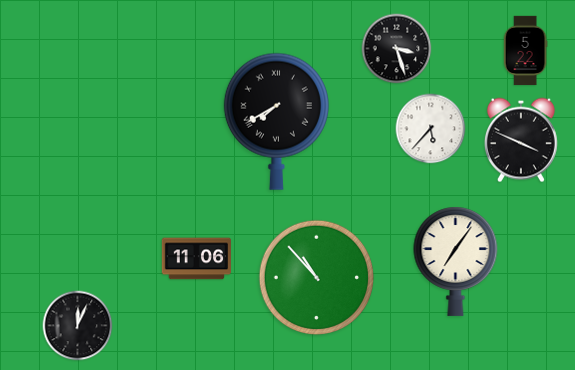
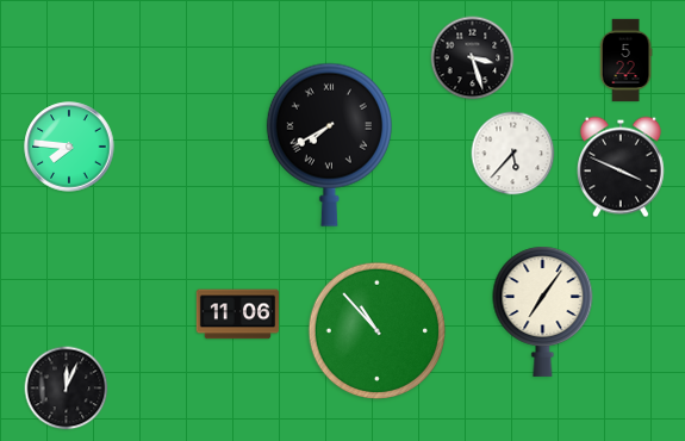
clock at (69, 147): none -> 7:46
clock at (197, 259) position: (197, 259) -> (238, 315)
clock at (78, 326) position: (78, 326) -> (67, 389)
